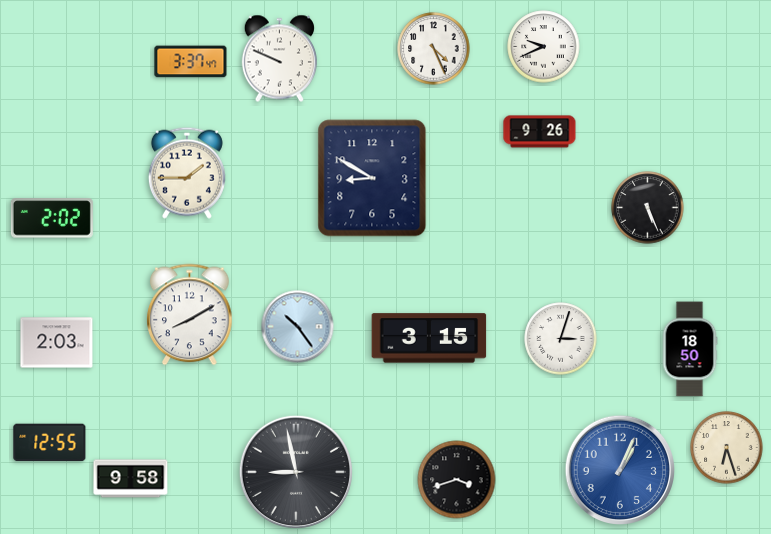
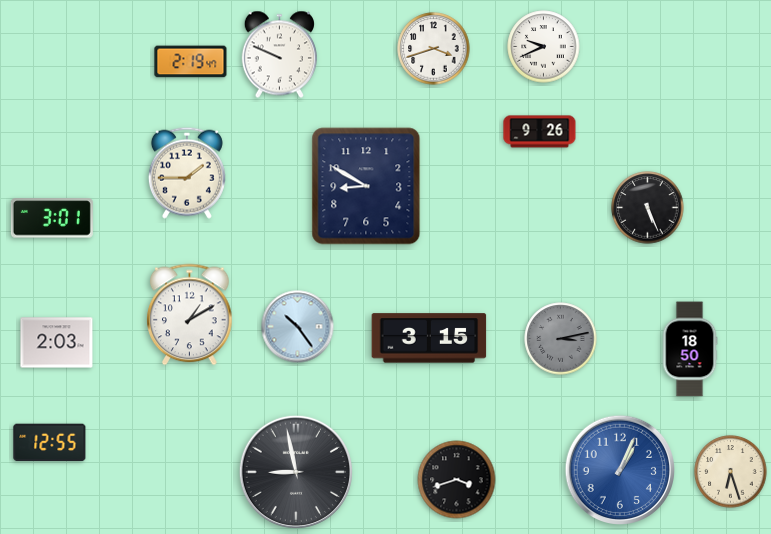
clock at (434, 49): 4:26 -> 3:42
clock at (279, 59) position: (279, 59) -> (279, 55)
clock at (191, 62): 3:37 -> 2:19
clock at (372, 178) position: (372, 178) -> (366, 186)
clock at (52, 218): 2:02 -> 3:01
clock at (190, 315): 8:10 -> 1:10
clock at (561, 339): 3:03 -> 3:13
clock at (561, 339) dial: white -> grey
clock at (727, 448) position: (727, 448) -> (731, 472)
clock at (131, 479): 9:58 -> none
